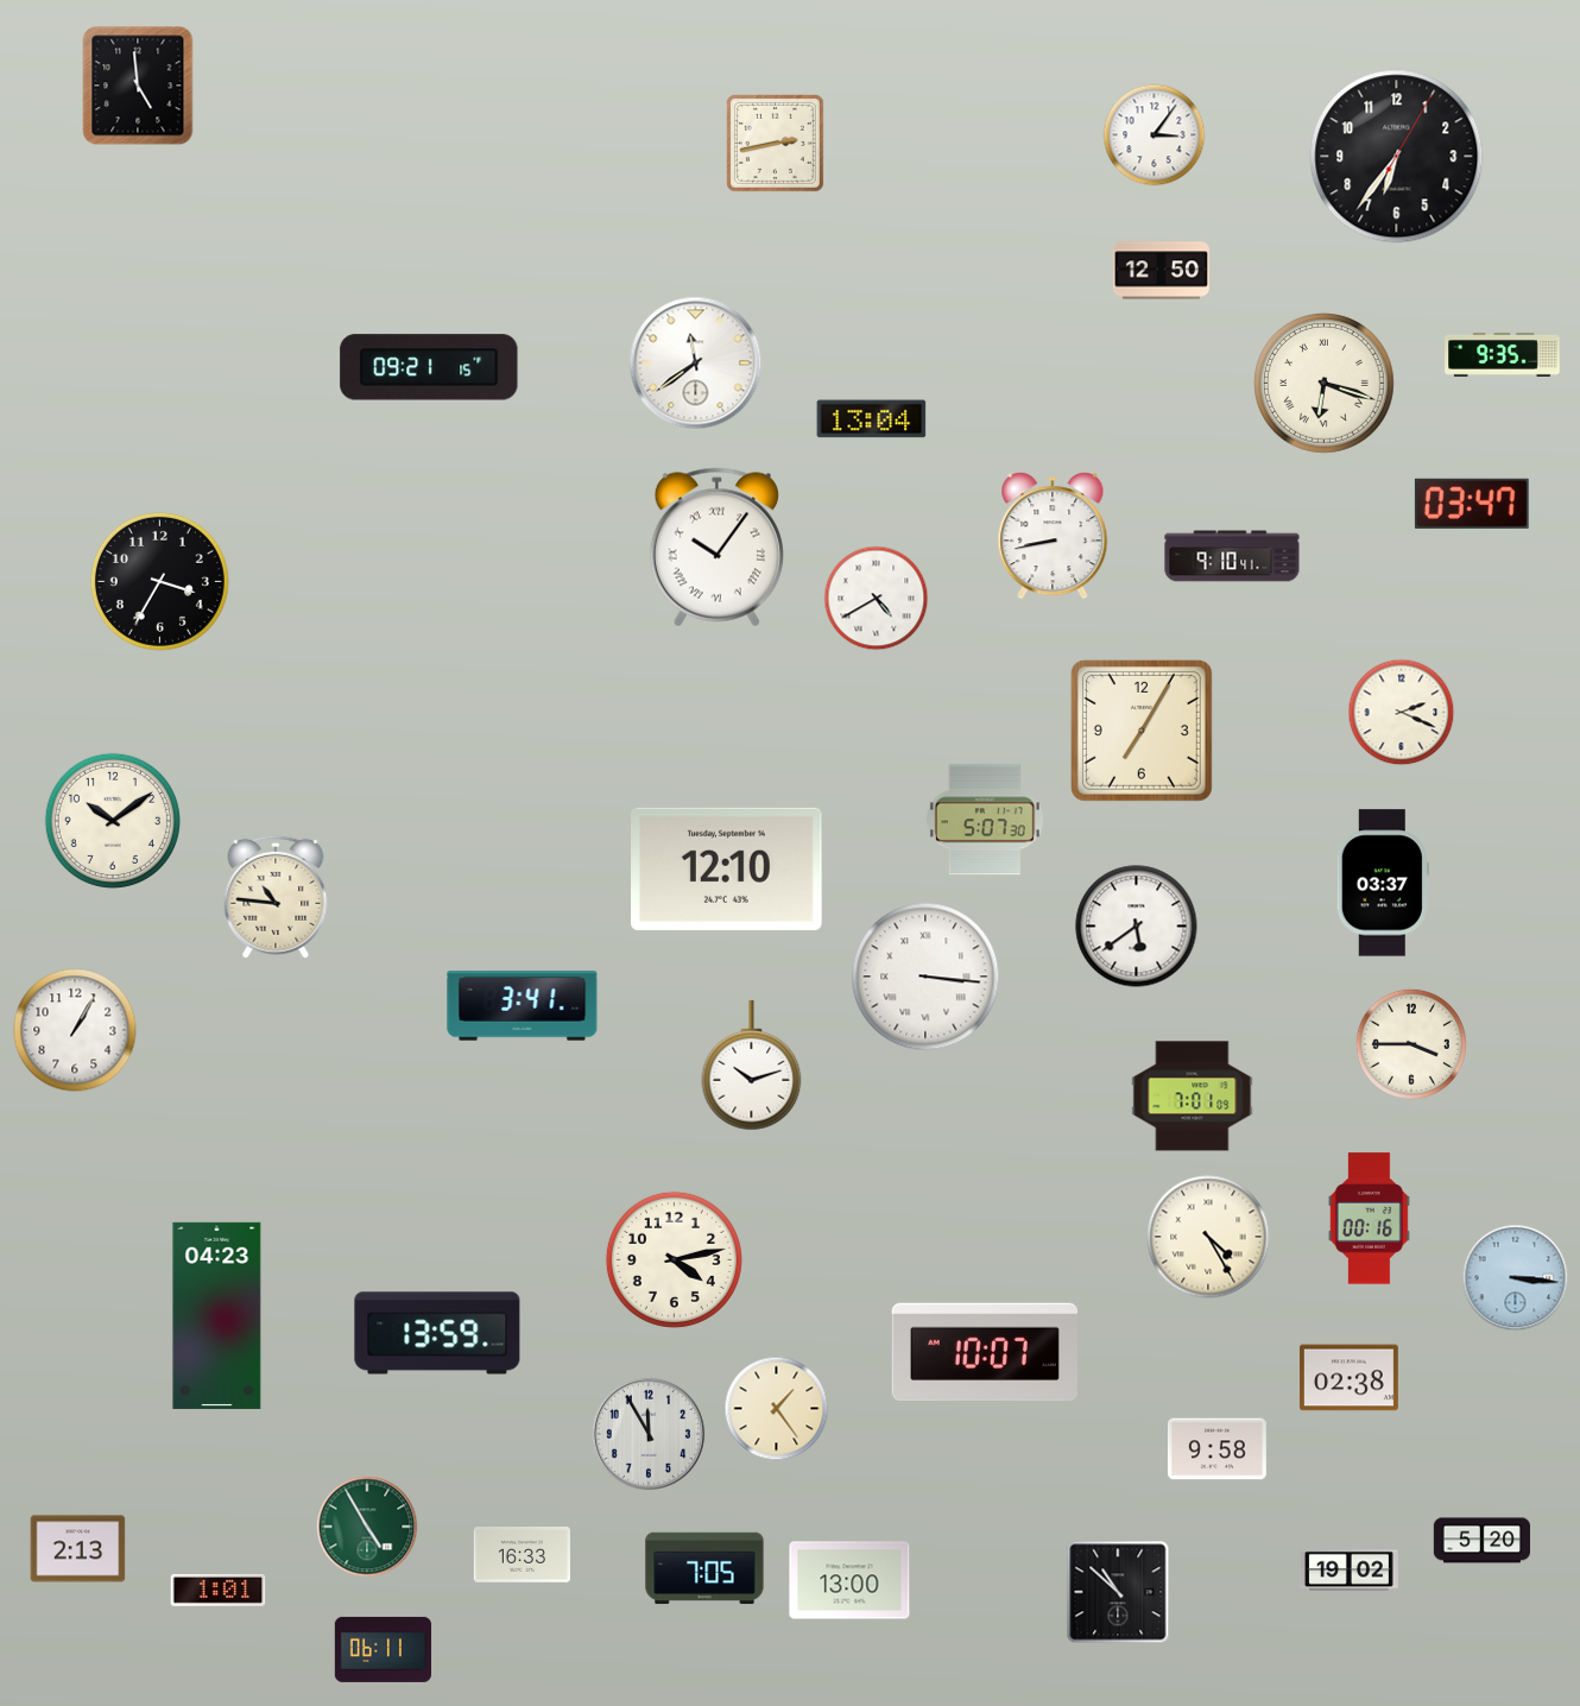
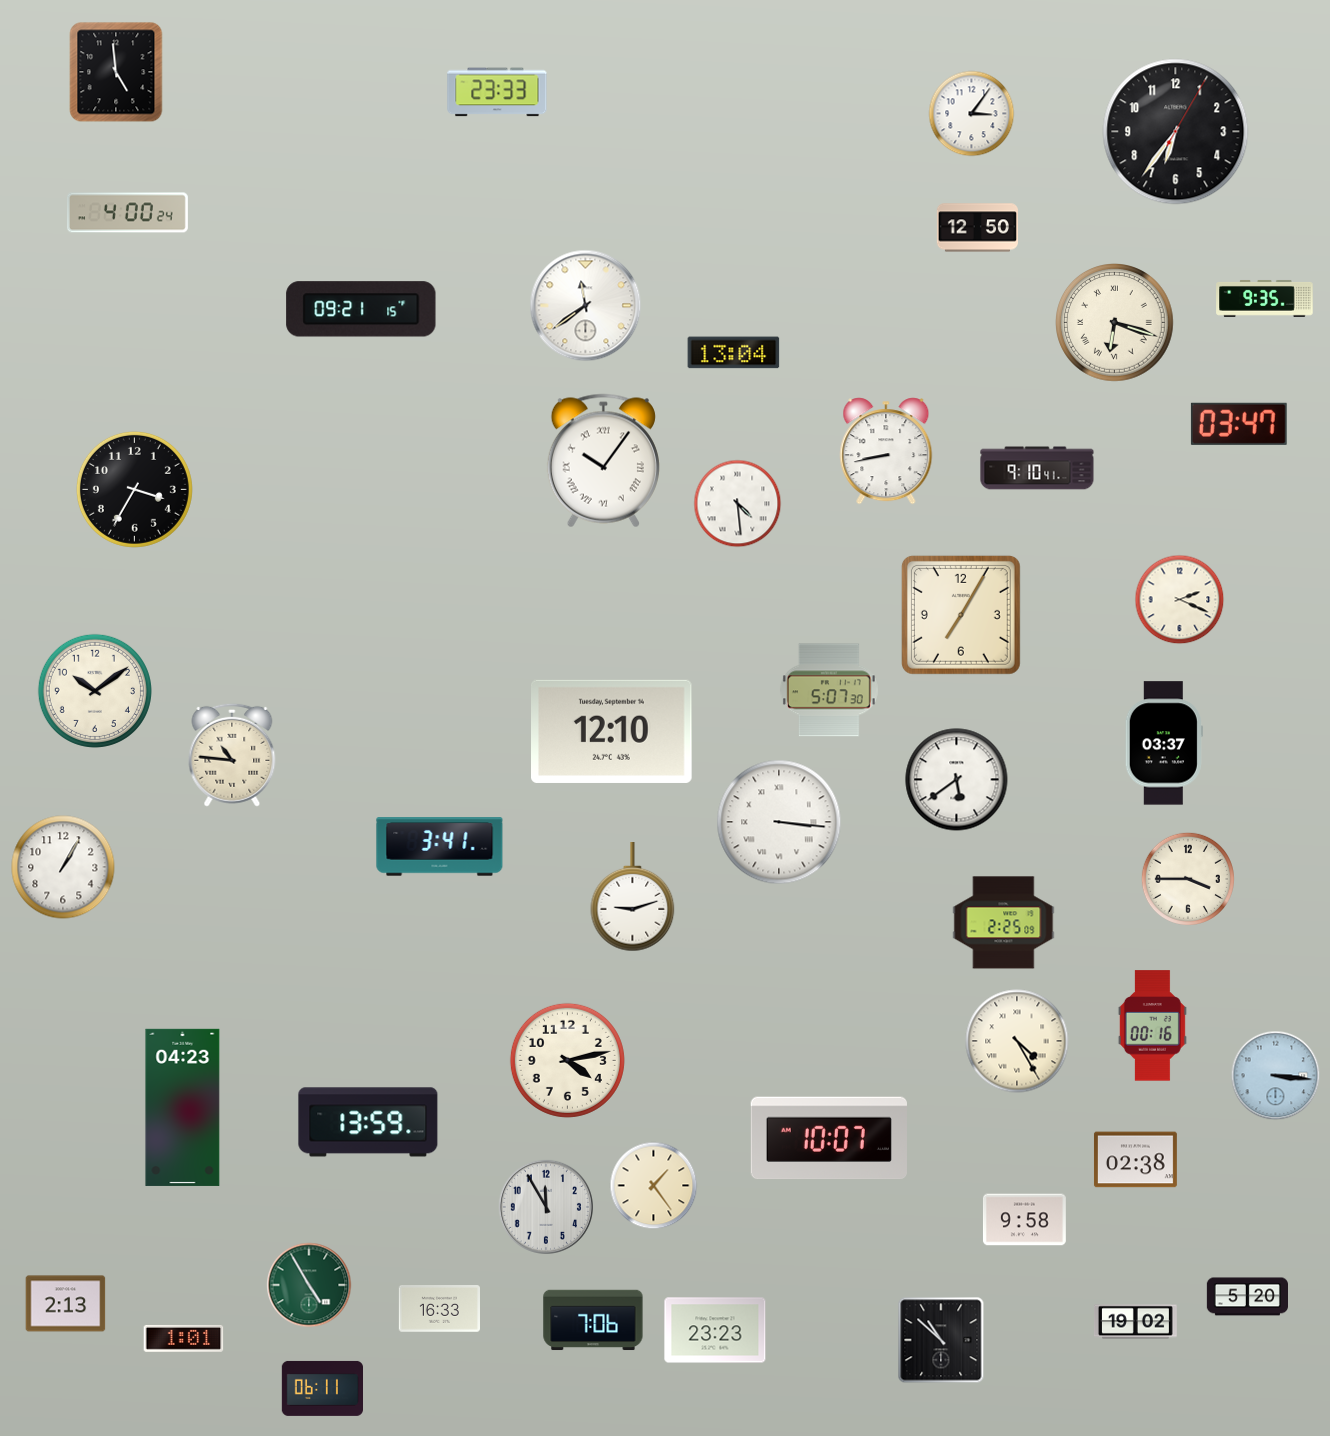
clock at (497, 92): none -> 23:33
clock at (775, 143): 2:43 -> none
clock at (127, 213): none -> 4:00
clock at (877, 599): 4:40 -> 4:29
clock at (752, 1067): 10:12 -> 9:12
clock at (1193, 1097): 7:01 -> 2:25
clock at (704, 1568): 7:05 -> 7:06
clock at (849, 1580): 13:00 -> 23:23
